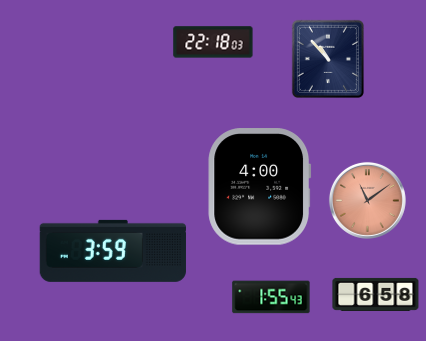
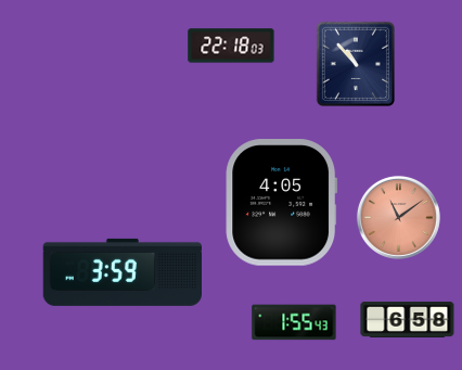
clock at (260, 187): 4:00 -> 4:05
